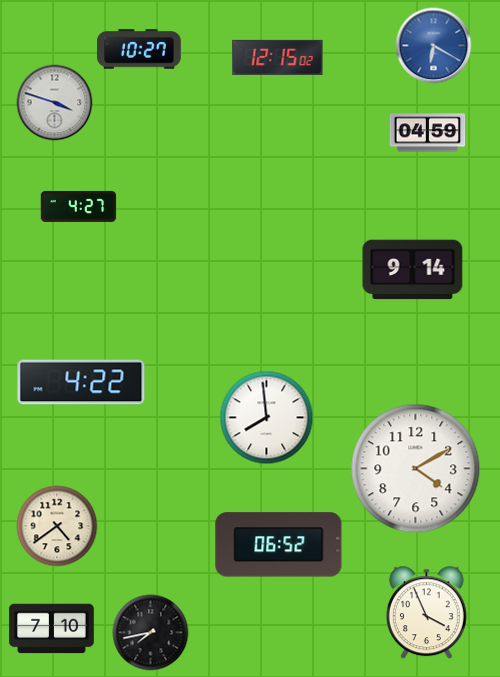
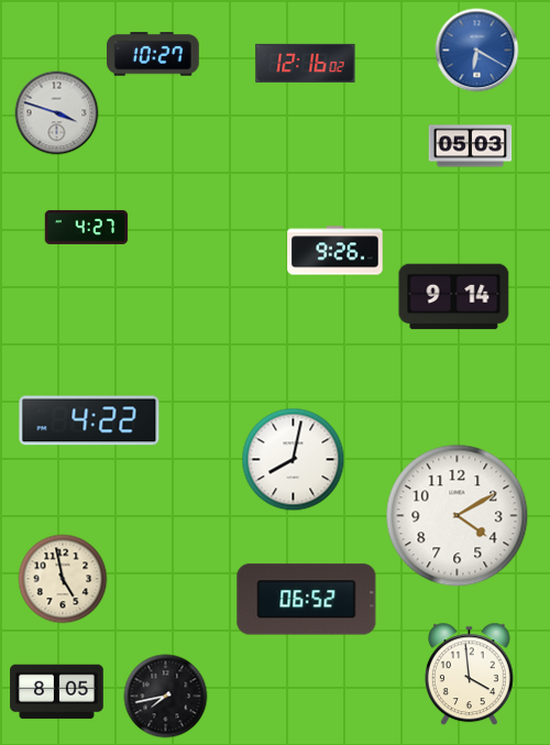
clock at (278, 57): 12:15 -> 12:16
clock at (55, 103) position: (55, 103) -> (57, 113)
clock at (428, 133): 04:59 -> 05:03
clock at (335, 251): none -> 9:26
clock at (267, 418): 7:59 -> 8:02
clock at (57, 526): 4:39 -> 4:58
clock at (426, 613): 3:56 -> 3:59
clock at (52, 629): 7:10 -> 8:05
